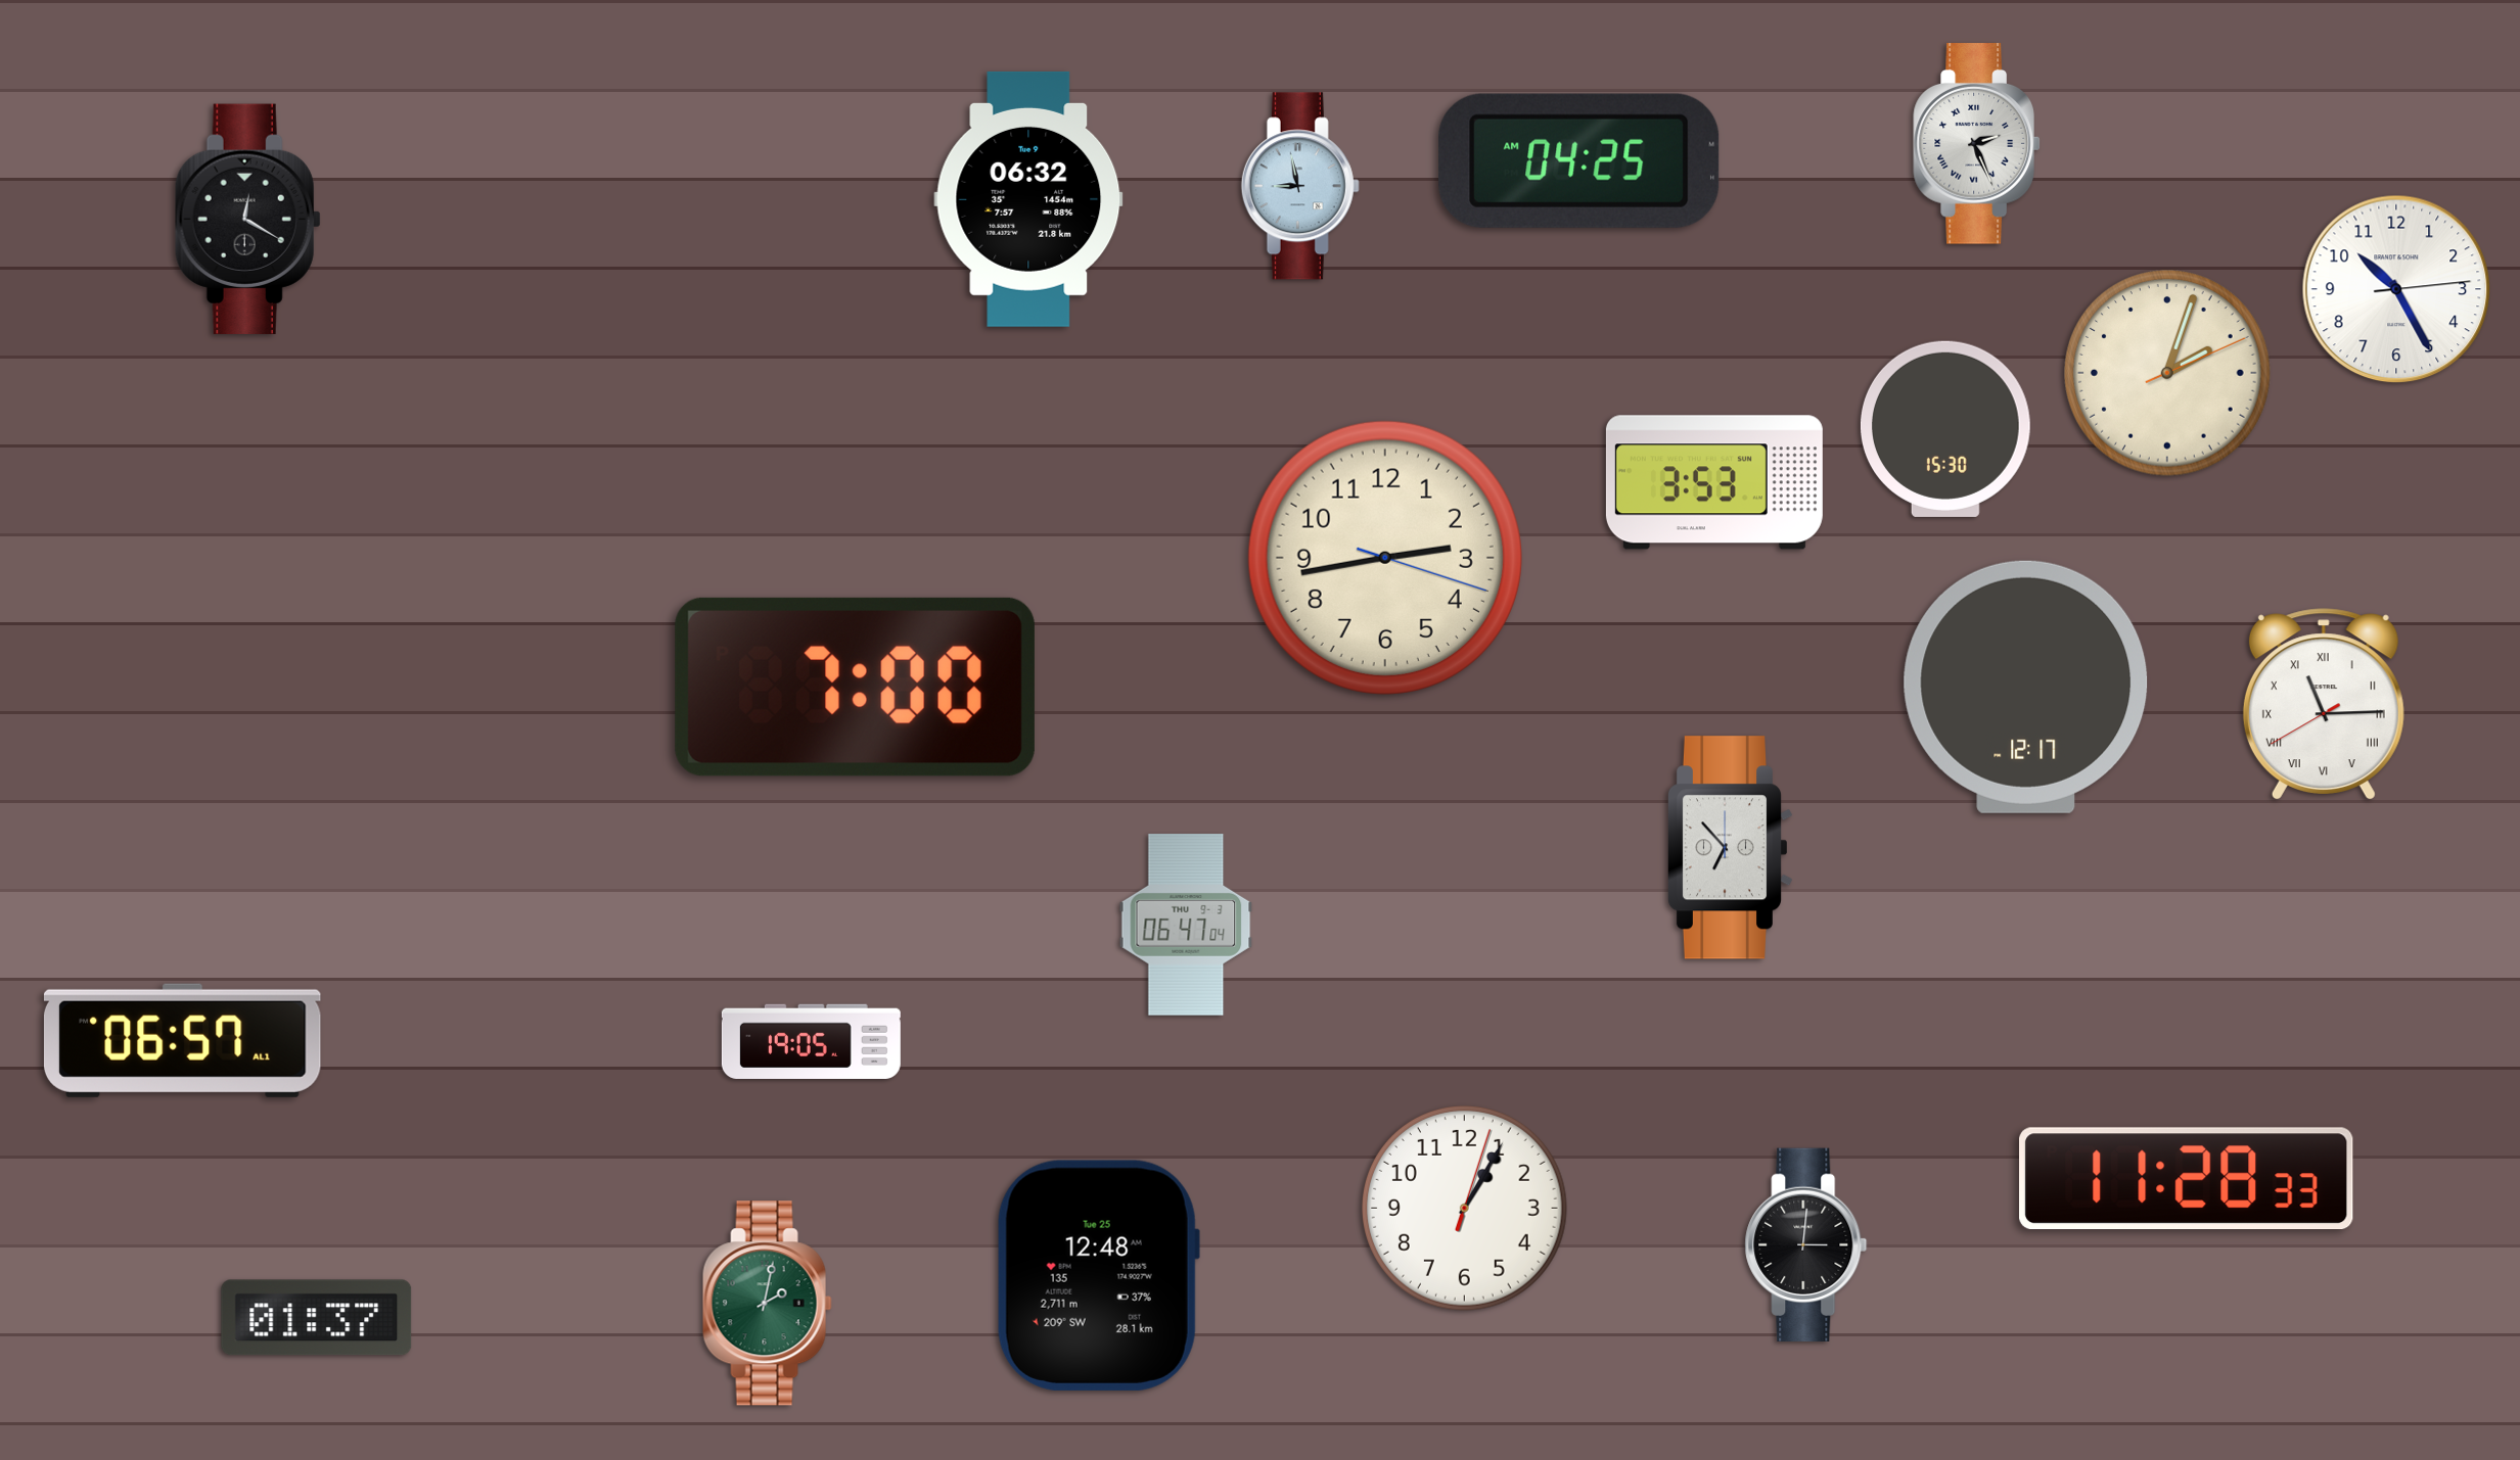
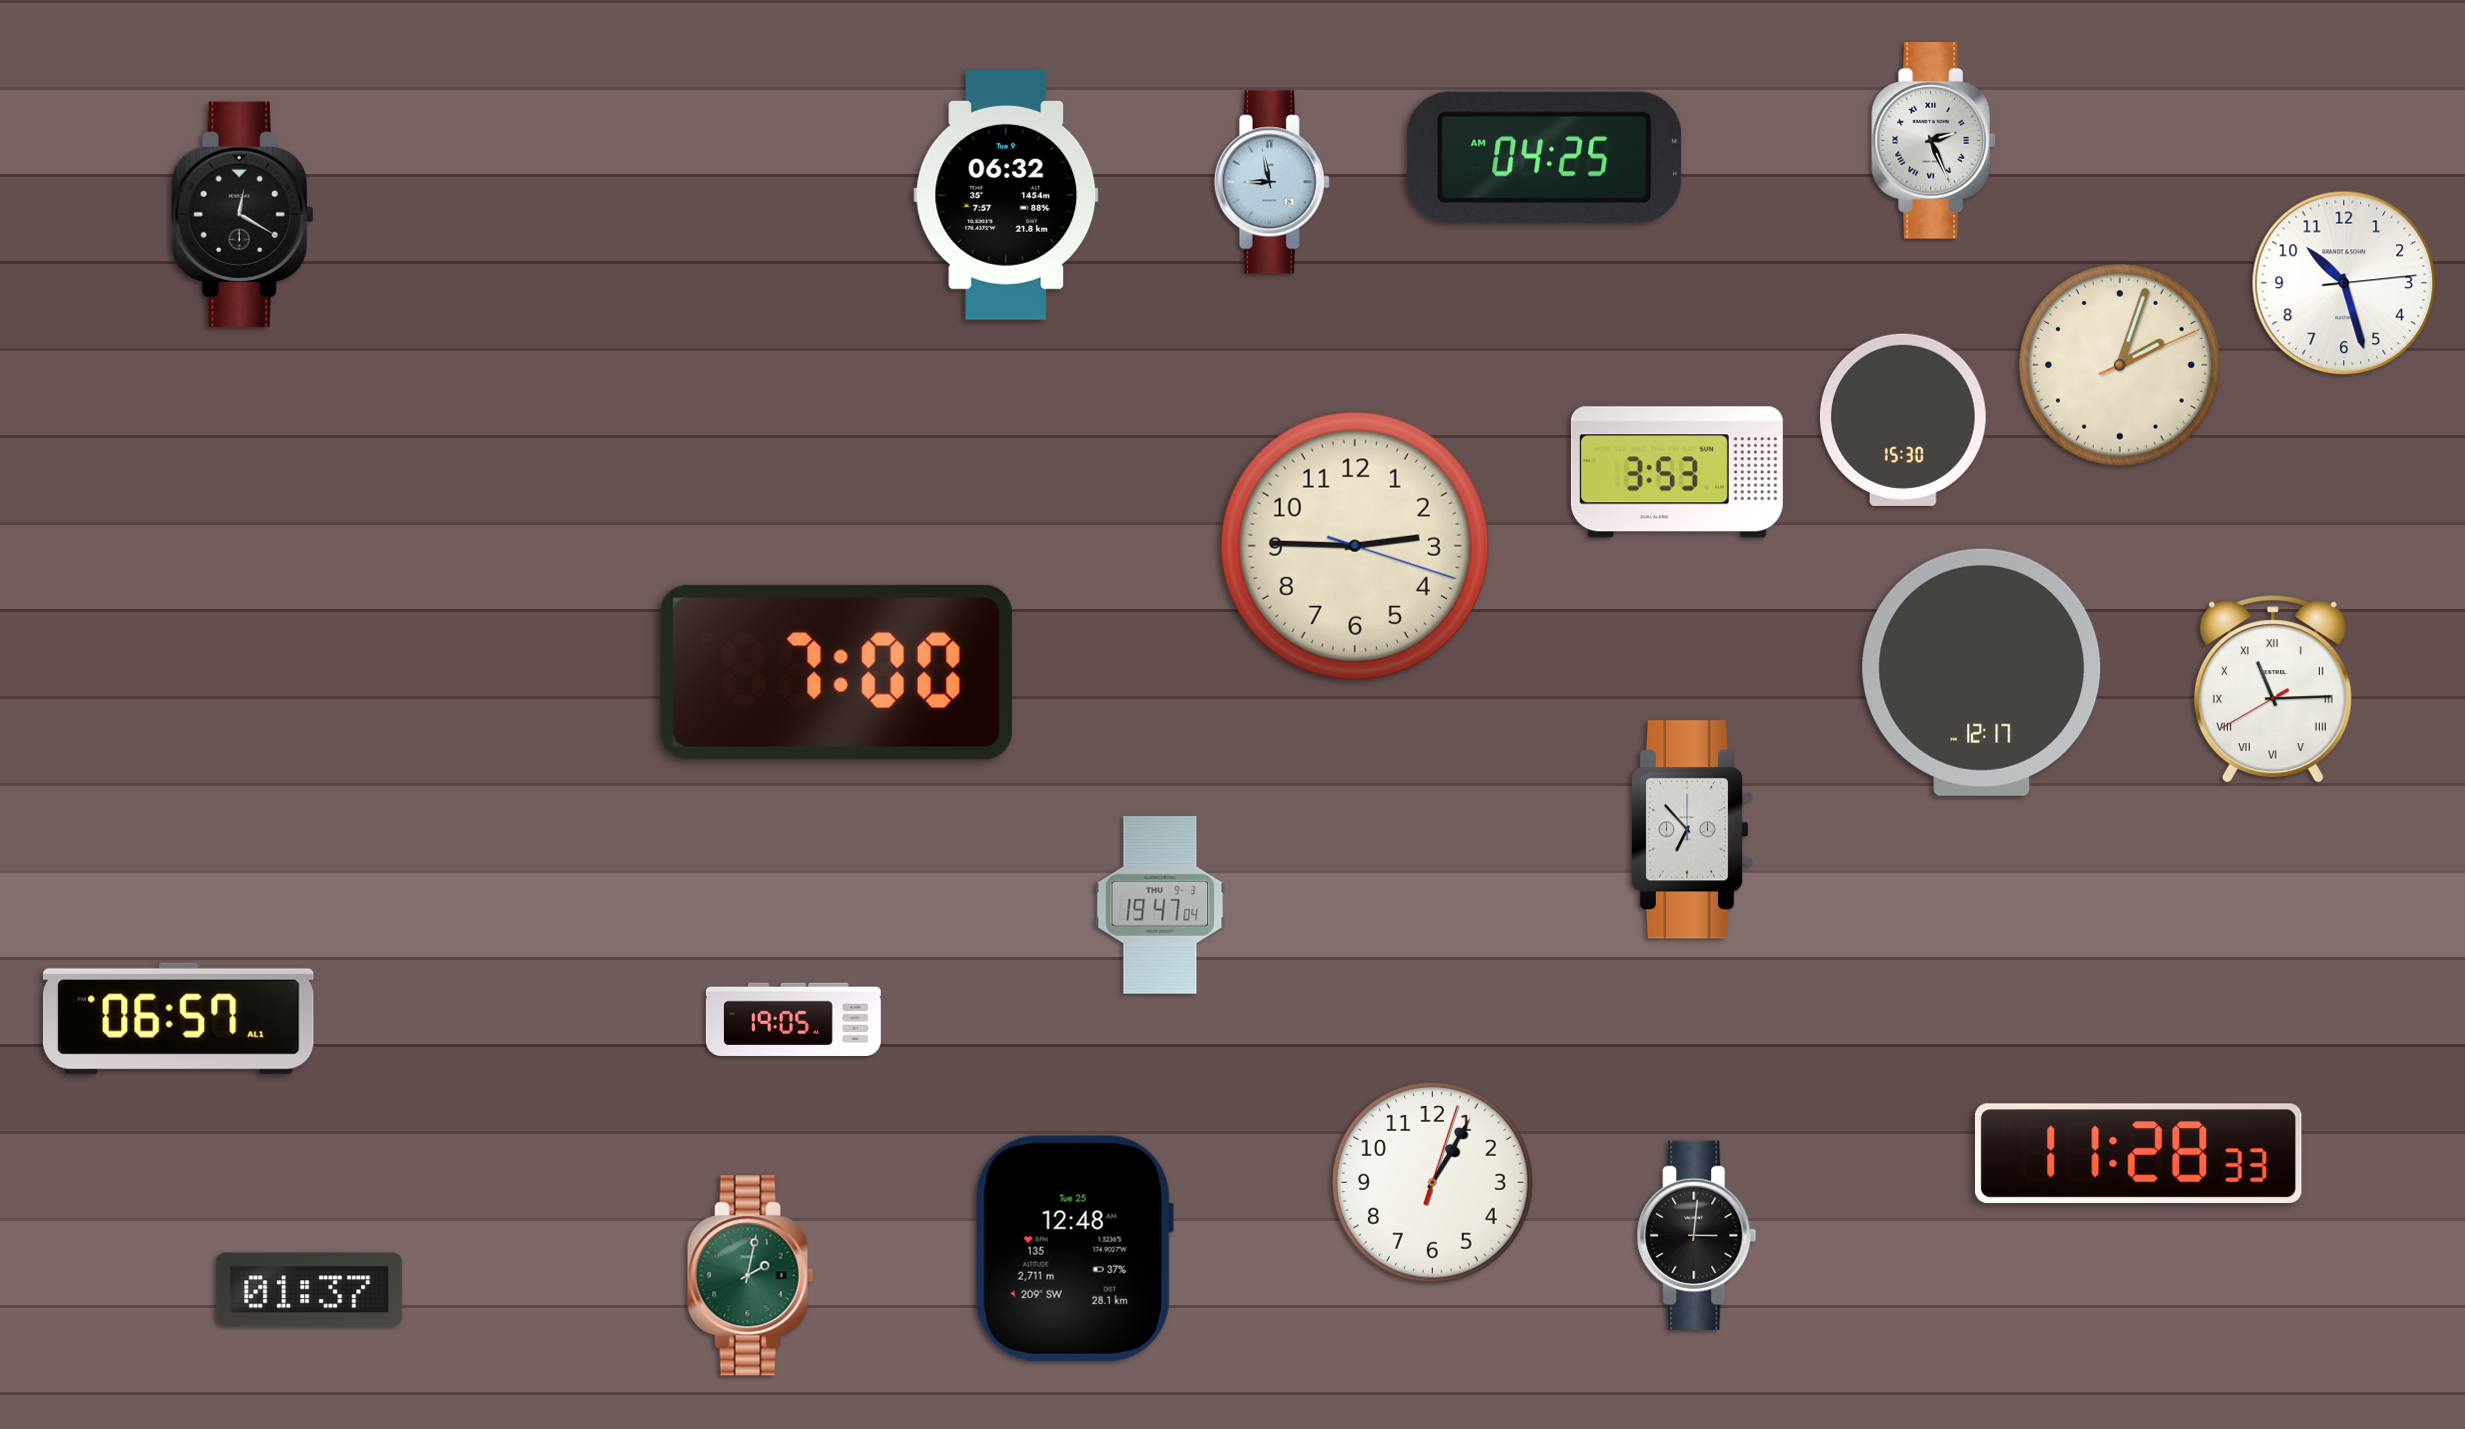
clock at (2396, 289): 10:25 -> 10:27
clock at (1385, 558): 2:43 -> 2:45
clock at (1186, 925): 06:47 -> 19:47
clock at (1806, 1244) position: (1806, 1244) -> (1697, 1235)
